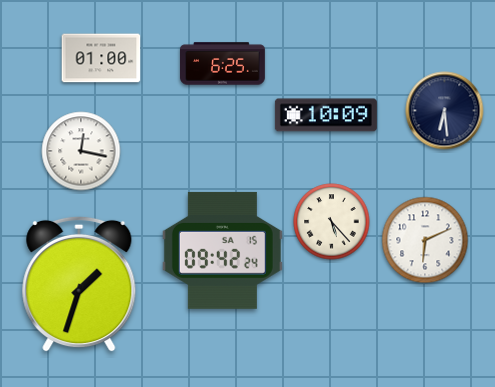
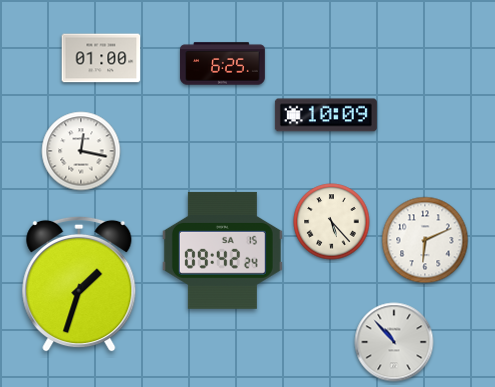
clock at (445, 111): 6:29 -> none
clock at (394, 342): none -> 10:53
